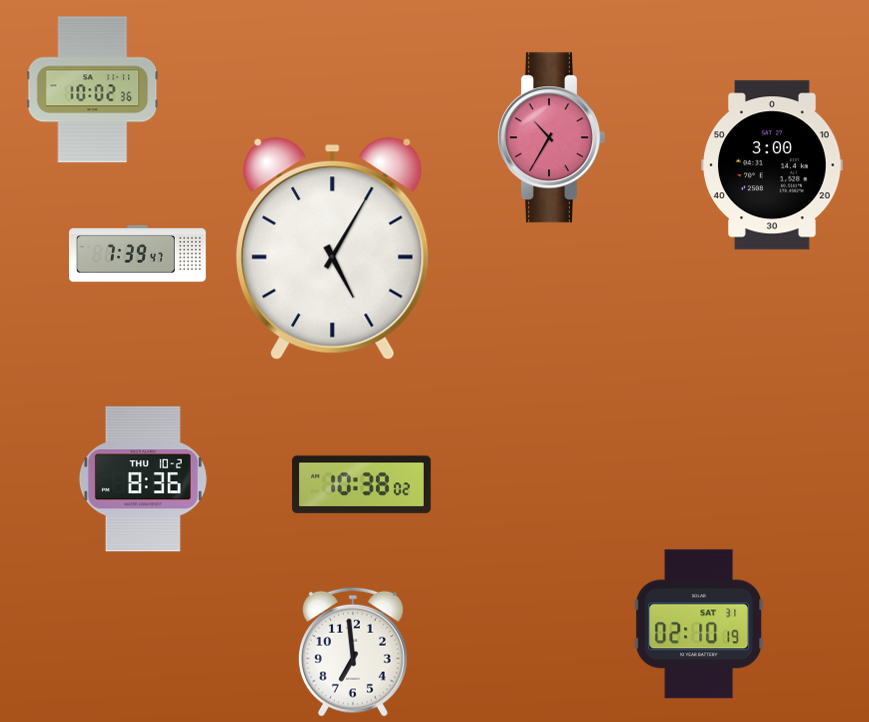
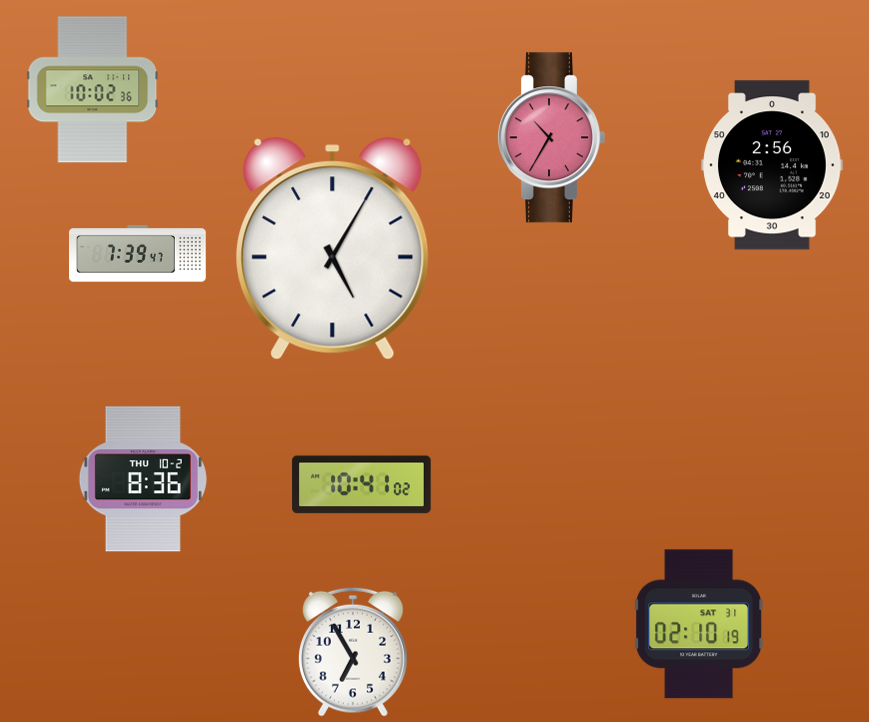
clock at (772, 165): 3:00 -> 2:56
clock at (362, 485): 10:38 -> 10:41
clock at (353, 652): 6:59 -> 6:55
